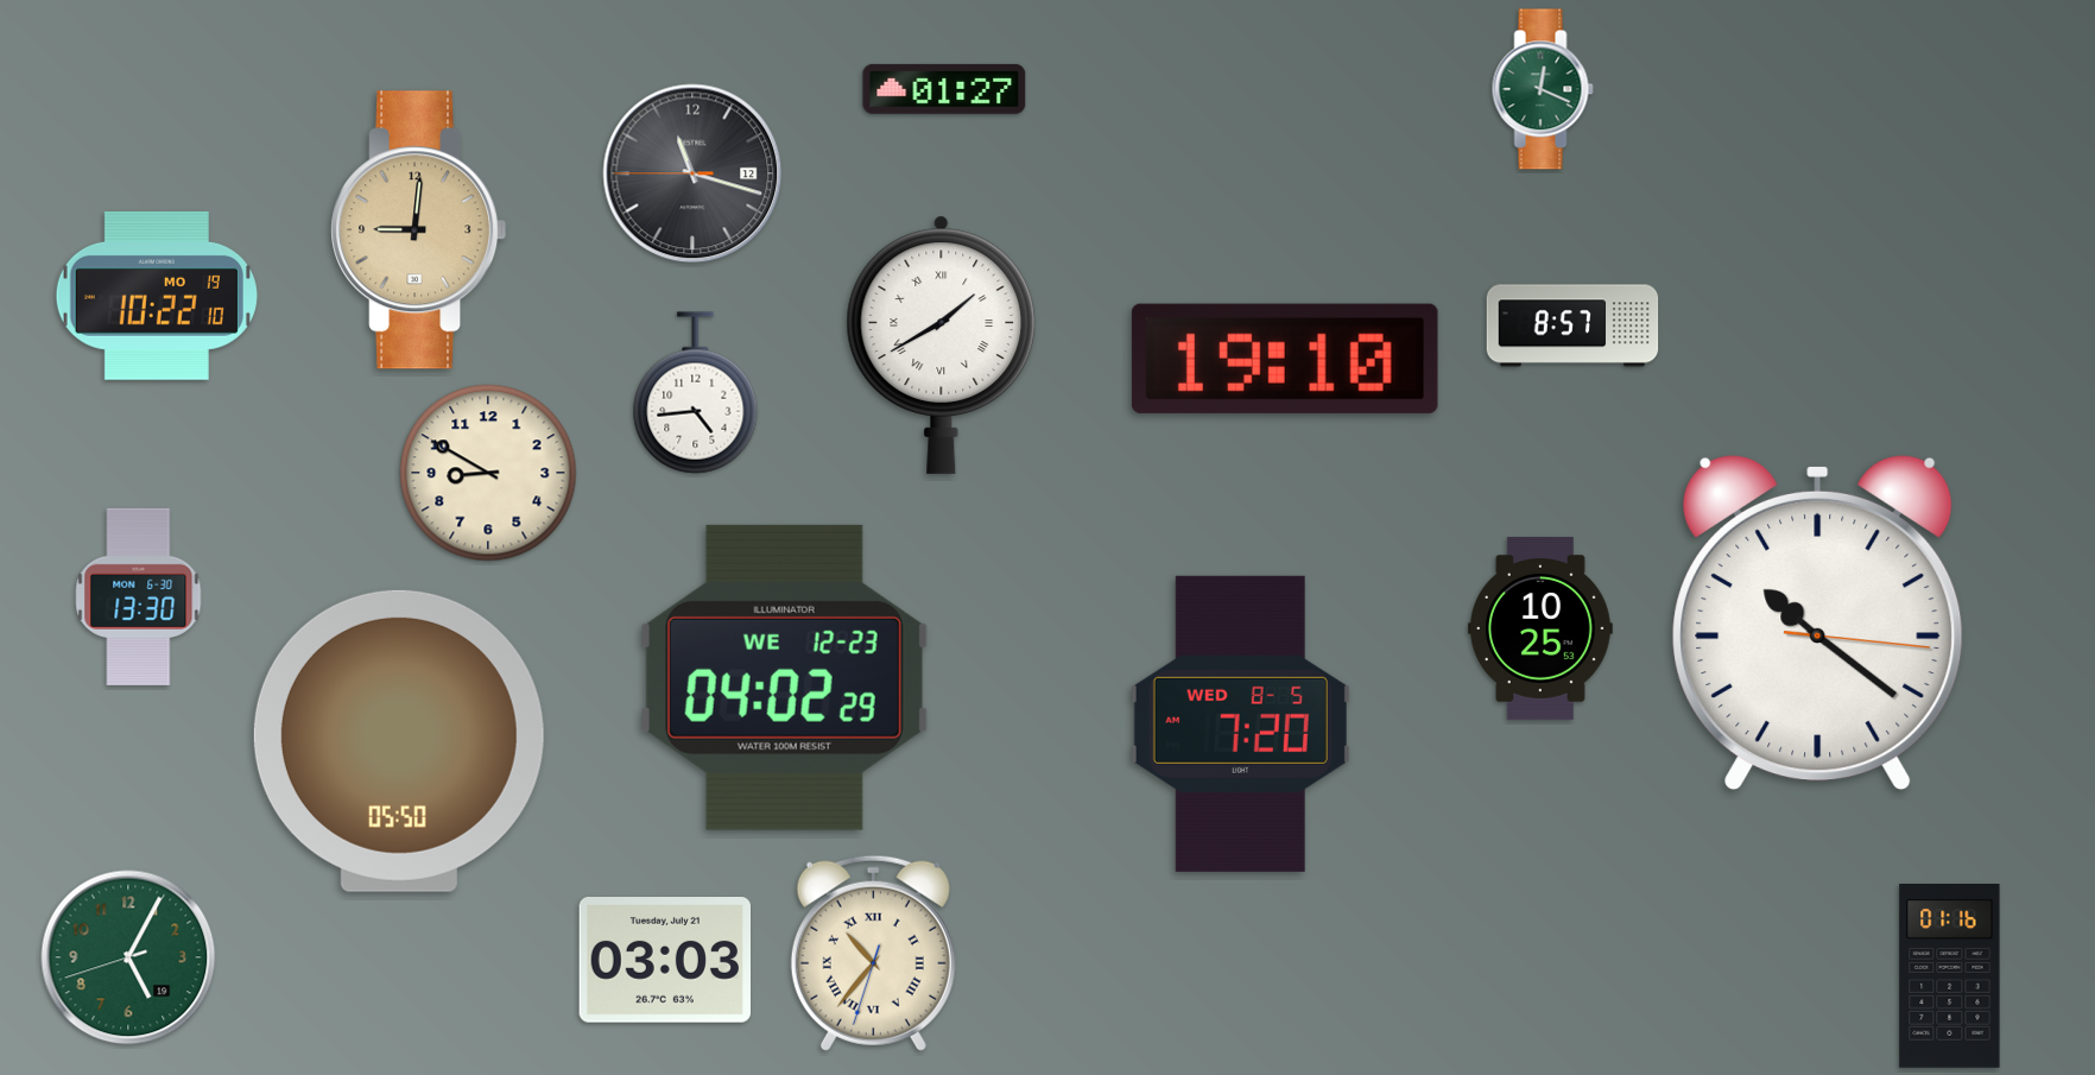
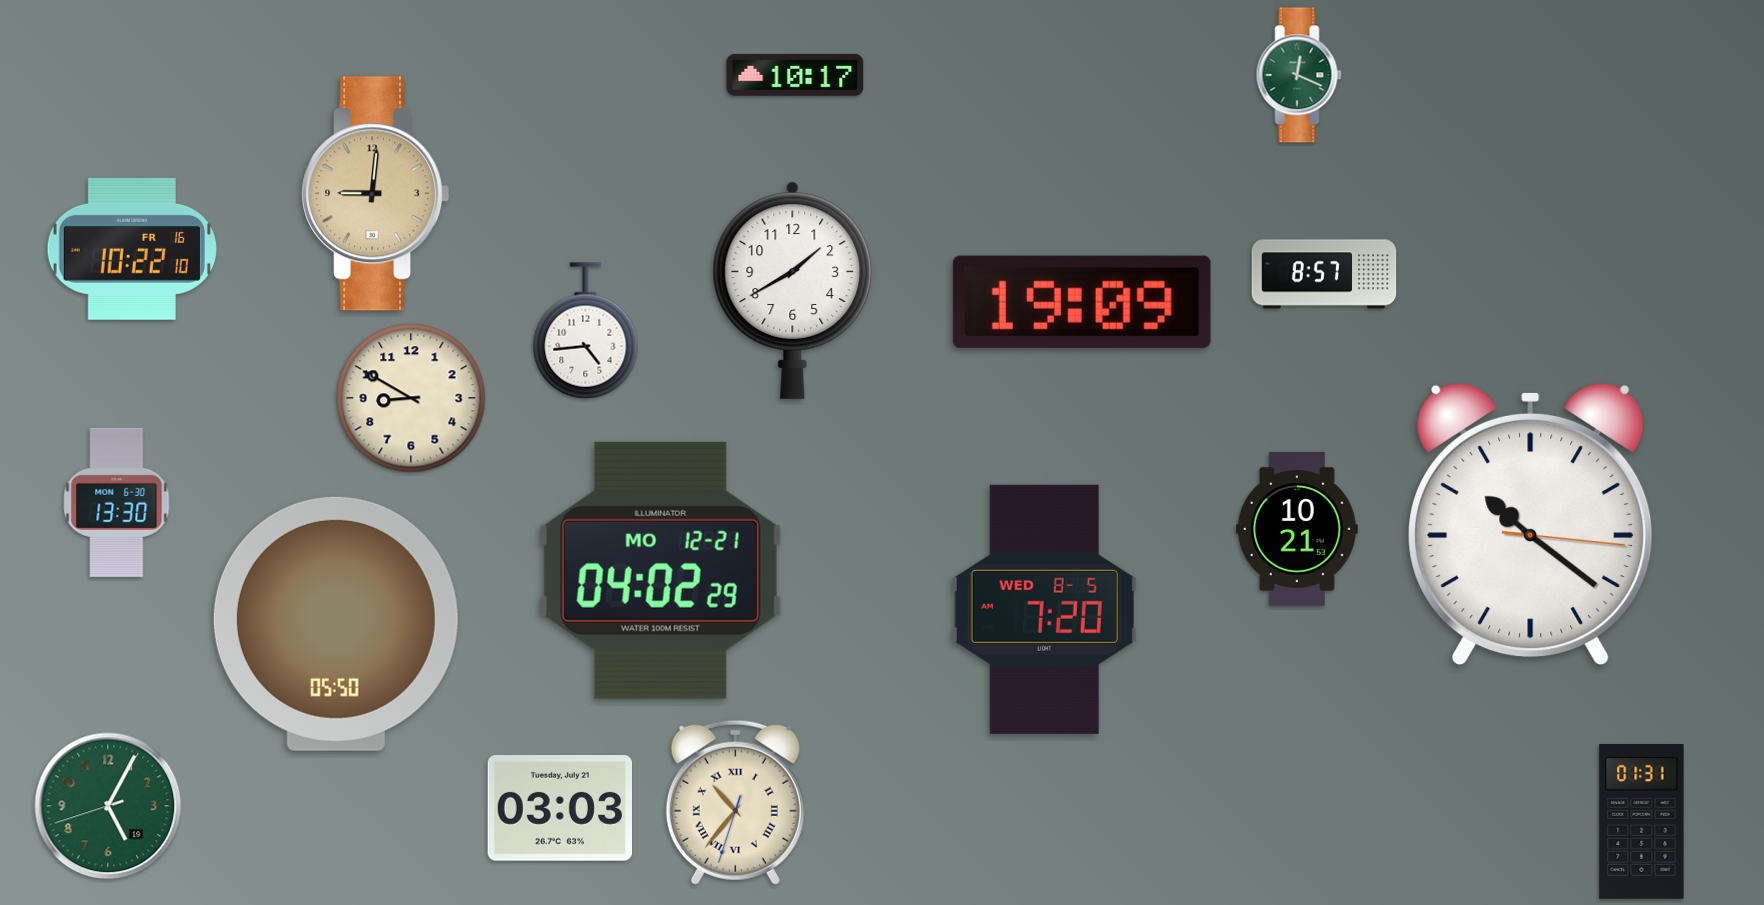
clock at (944, 89): 01:27 -> 10:17
clock at (692, 173): 11:17 -> none
clock at (419, 230) position: (419, 230) -> (376, 194)
clock at (157, 296) date: MO 19 -> FR 16
clock at (942, 344) numerals: Roman -> Arabic
clock at (1285, 359): 19:10 -> 19:09
clock at (1540, 628): 10:25 -> 10:21
clock at (784, 677) date: WE 12-23 -> MO 12-21
clock at (1950, 976): 01:16 -> 01:31
